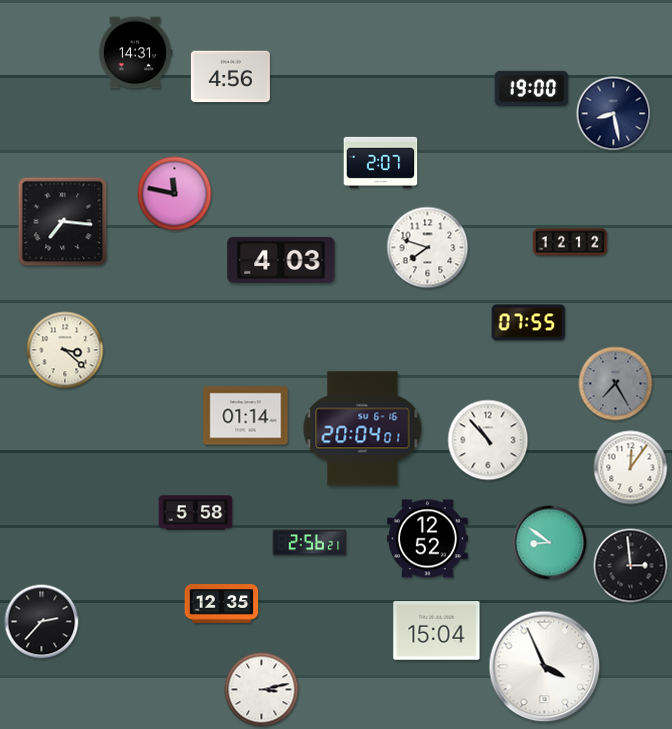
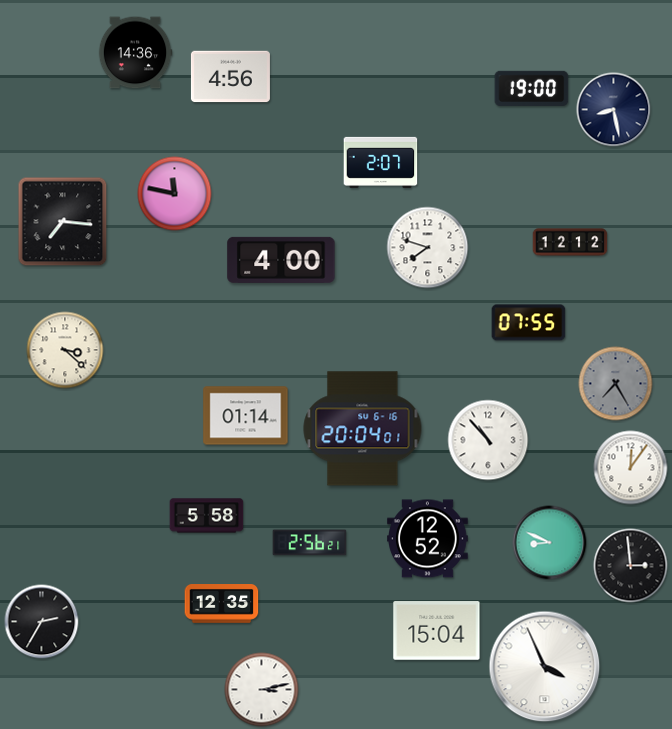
clock at (135, 53): 14:31 -> 14:36
clock at (614, 114) position: (614, 114) -> (614, 110)
clock at (281, 260): 4:03 -> 4:00
clock at (196, 513) position: (196, 513) -> (207, 516)
clock at (550, 543): 8:51 -> 8:49
clock at (42, 622): 2:37 -> 2:35
